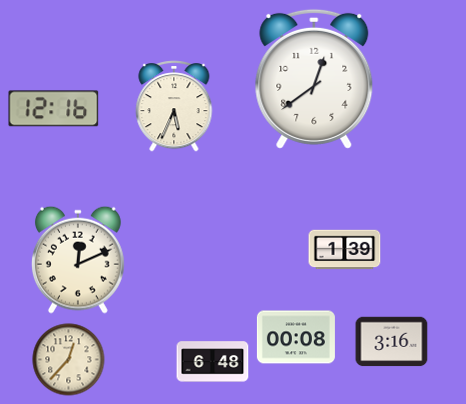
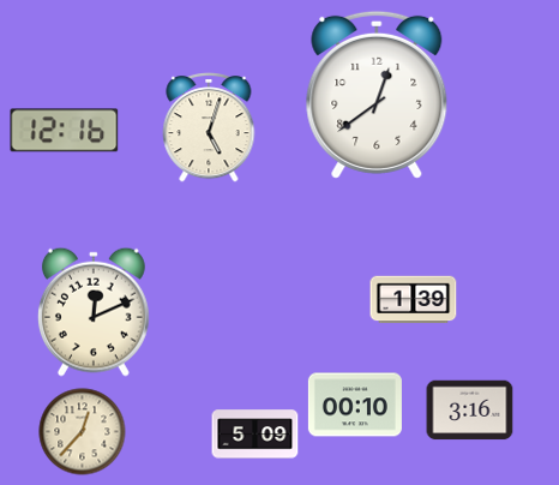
clock at (174, 107): 5:34 -> 5:03
clock at (296, 337): 00:08 -> 00:10
clock at (213, 362): 6:48 -> 5:09
